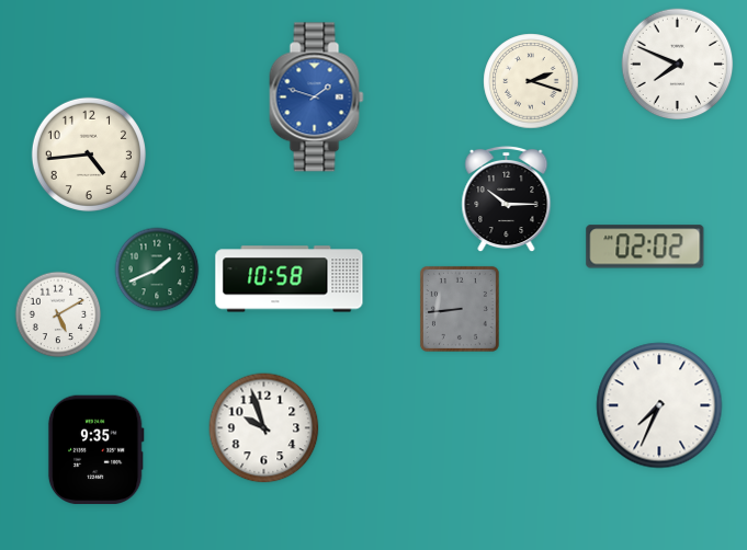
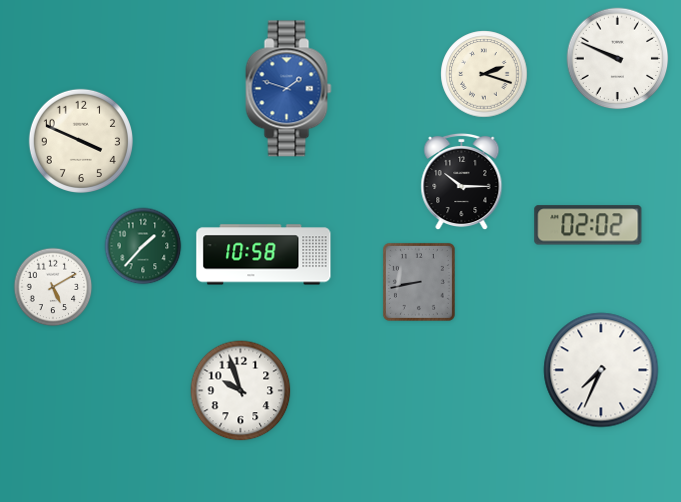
clock at (678, 65): 7:49 -> 9:49
clock at (89, 154): 4:44 -> 3:49
clock at (157, 270): 1:41 -> 1:37
clock at (460, 309): 8:44 -> 8:43
clock at (95, 450): 9:35 -> none
